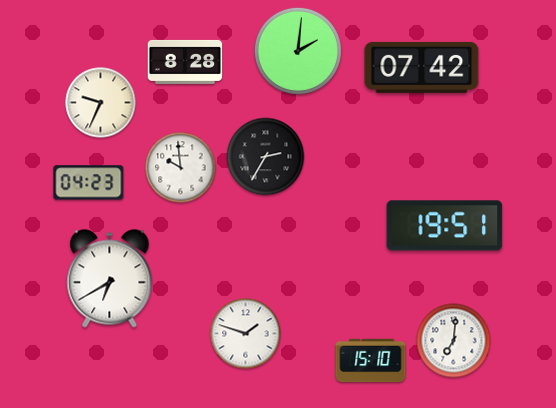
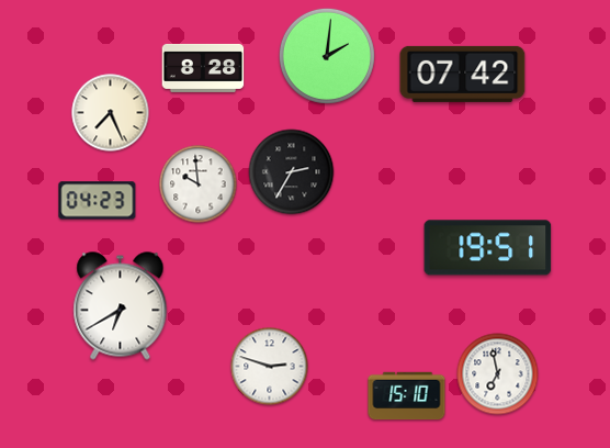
clock at (101, 103): 9:34 -> 7:26
clock at (246, 334): 1:48 -> 2:48
clock at (454, 341): 7:01 -> 6:58
